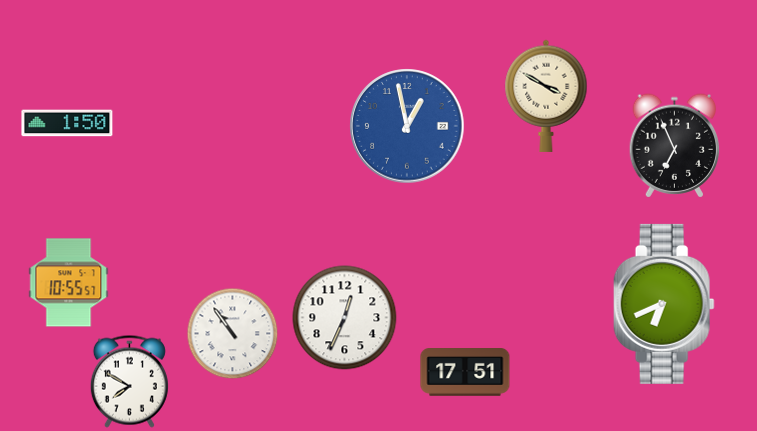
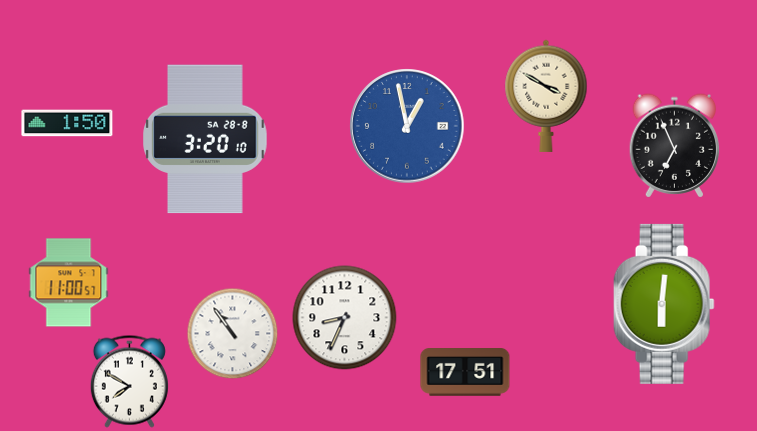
clock at (205, 139): none -> 3:20
clock at (69, 283): 10:55 -> 11:00
clock at (664, 304): 6:41 -> 6:01
clock at (345, 318): 12:34 -> 8:34
